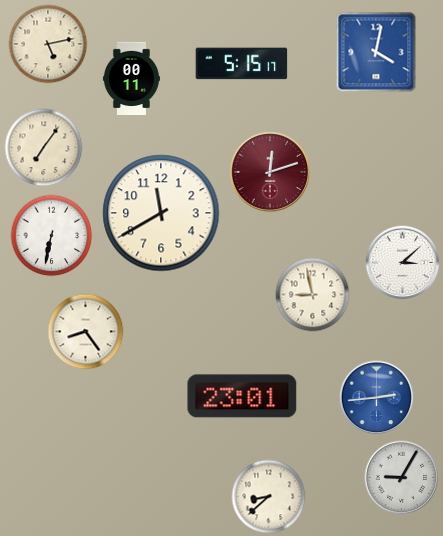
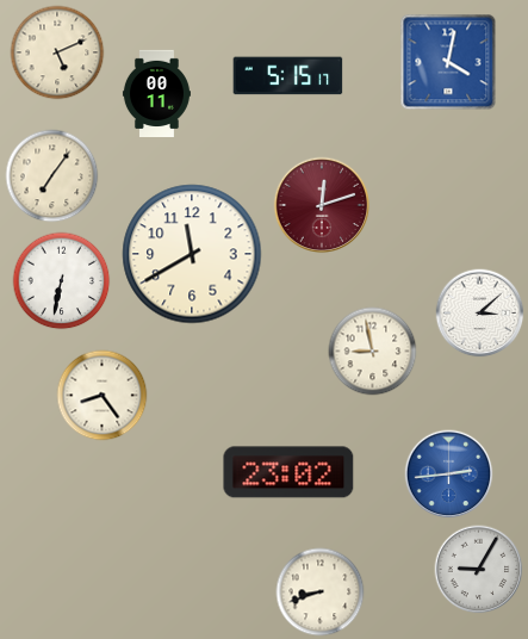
clock at (48, 44): 5:13 -> 5:11
clock at (242, 396): 23:01 -> 23:02
clock at (269, 497): 8:38 -> 8:42
